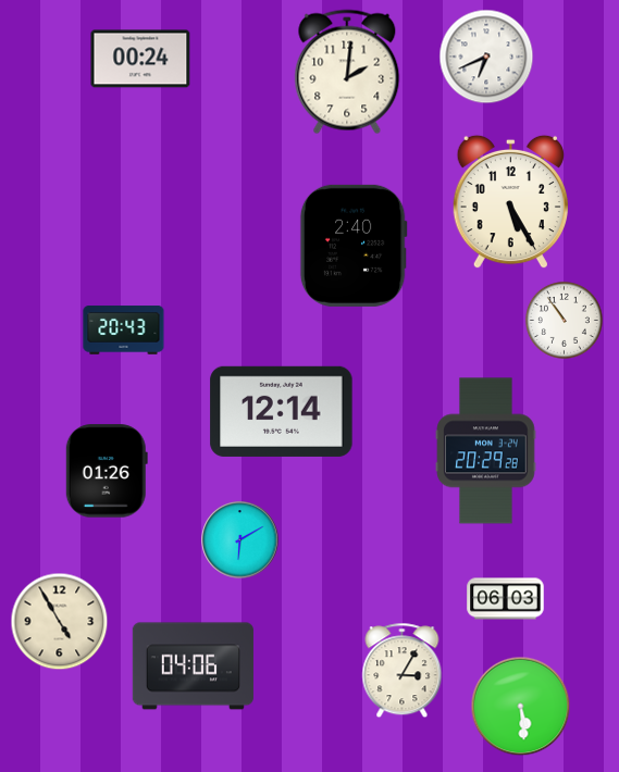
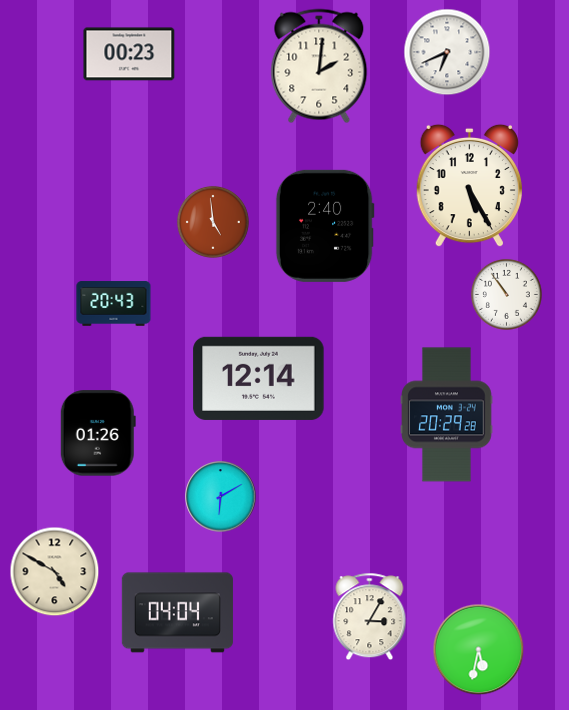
clock at (140, 59): 00:24 -> 00:23
clock at (213, 222): none -> 4:59
clock at (564, 320) position: (564, 320) -> (506, 294)
clock at (506, 599): 06:03 -> none
clock at (60, 622): 4:55 -> 4:50
clock at (193, 667): 04:06 -> 04:04
clock at (521, 707): 5:29 -> 5:32
